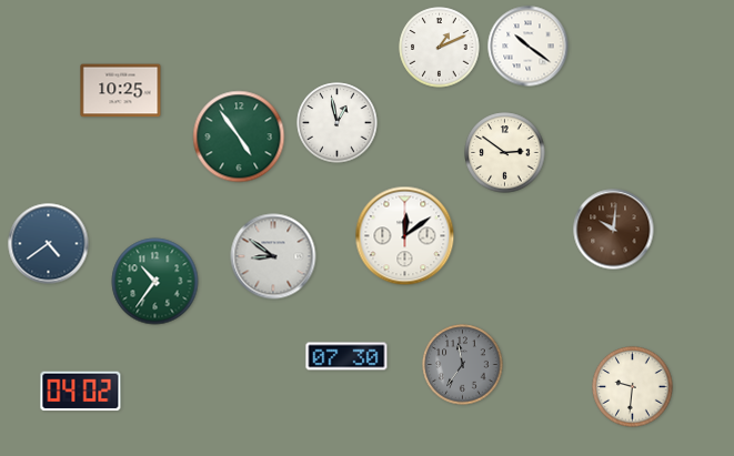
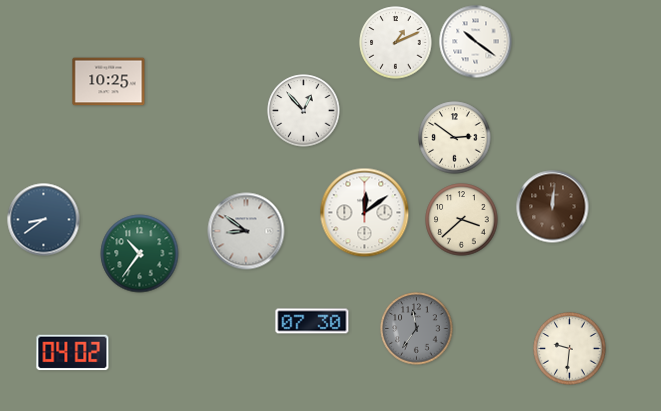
clock at (338, 123): 12:58 -> 12:53
clock at (239, 136): 4:54 -> none
clock at (614, 230): 10:01 -> 12:01
clock at (49, 244): 4:39 -> 8:39
clock at (462, 220): none -> 3:38
